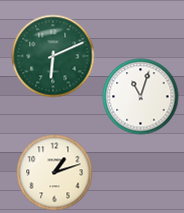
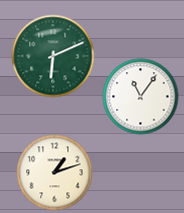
clock at (141, 97): 11:03 -> 11:06
